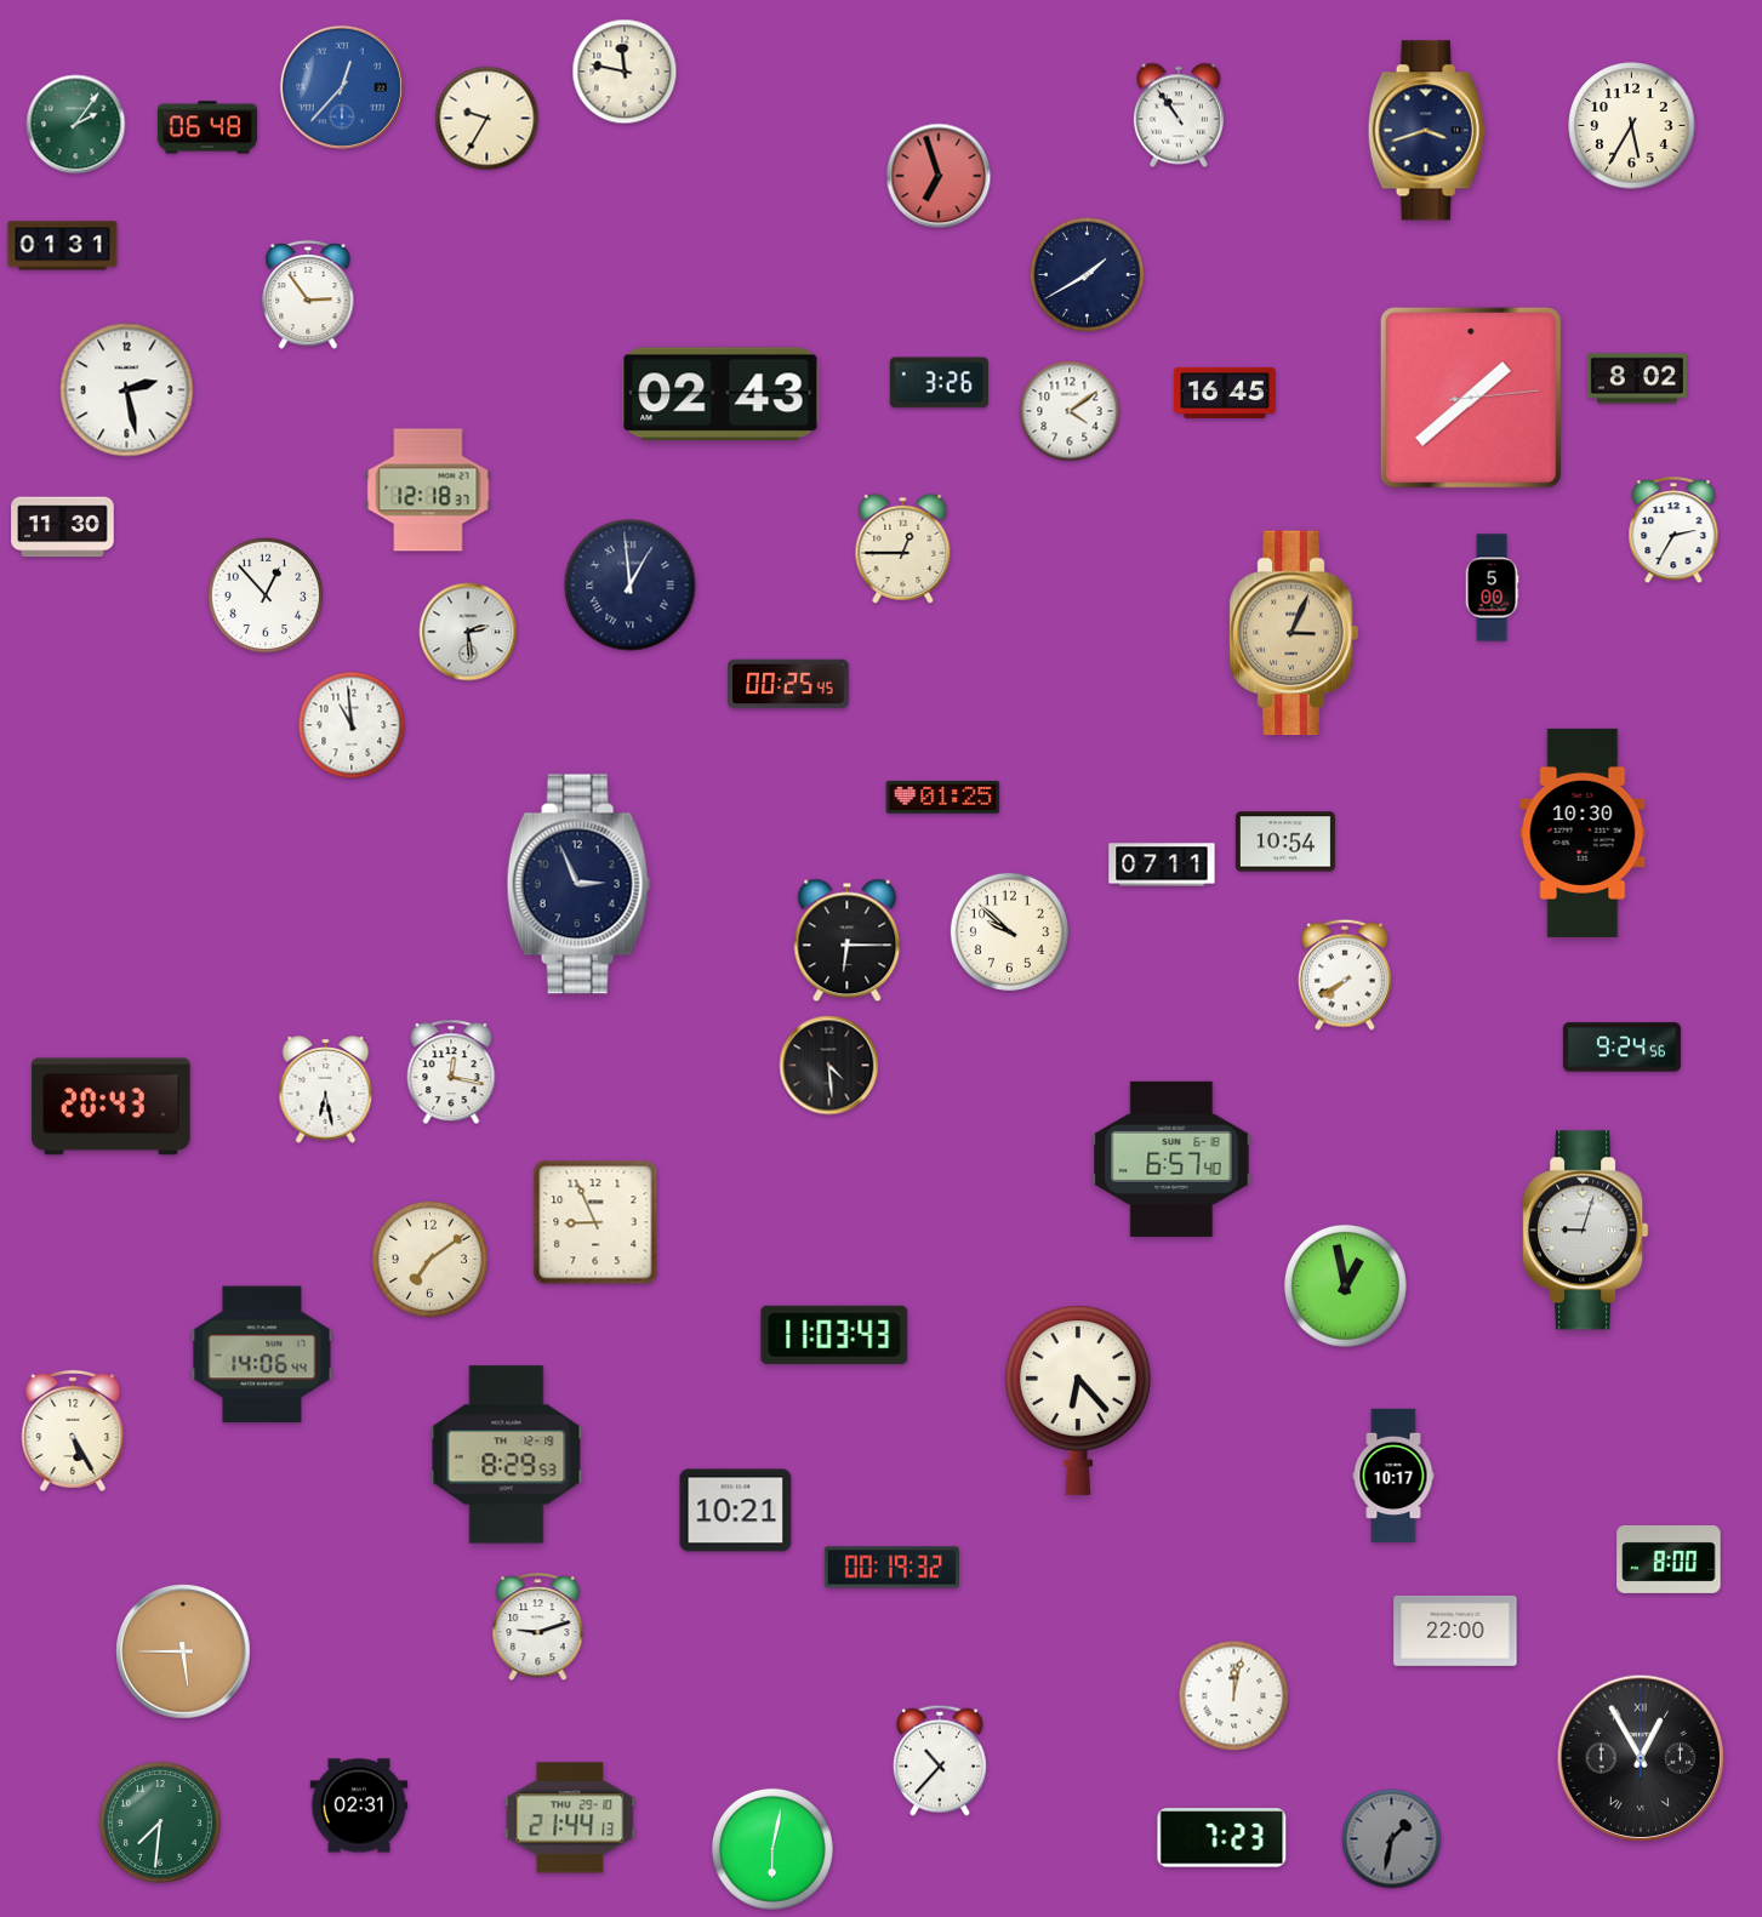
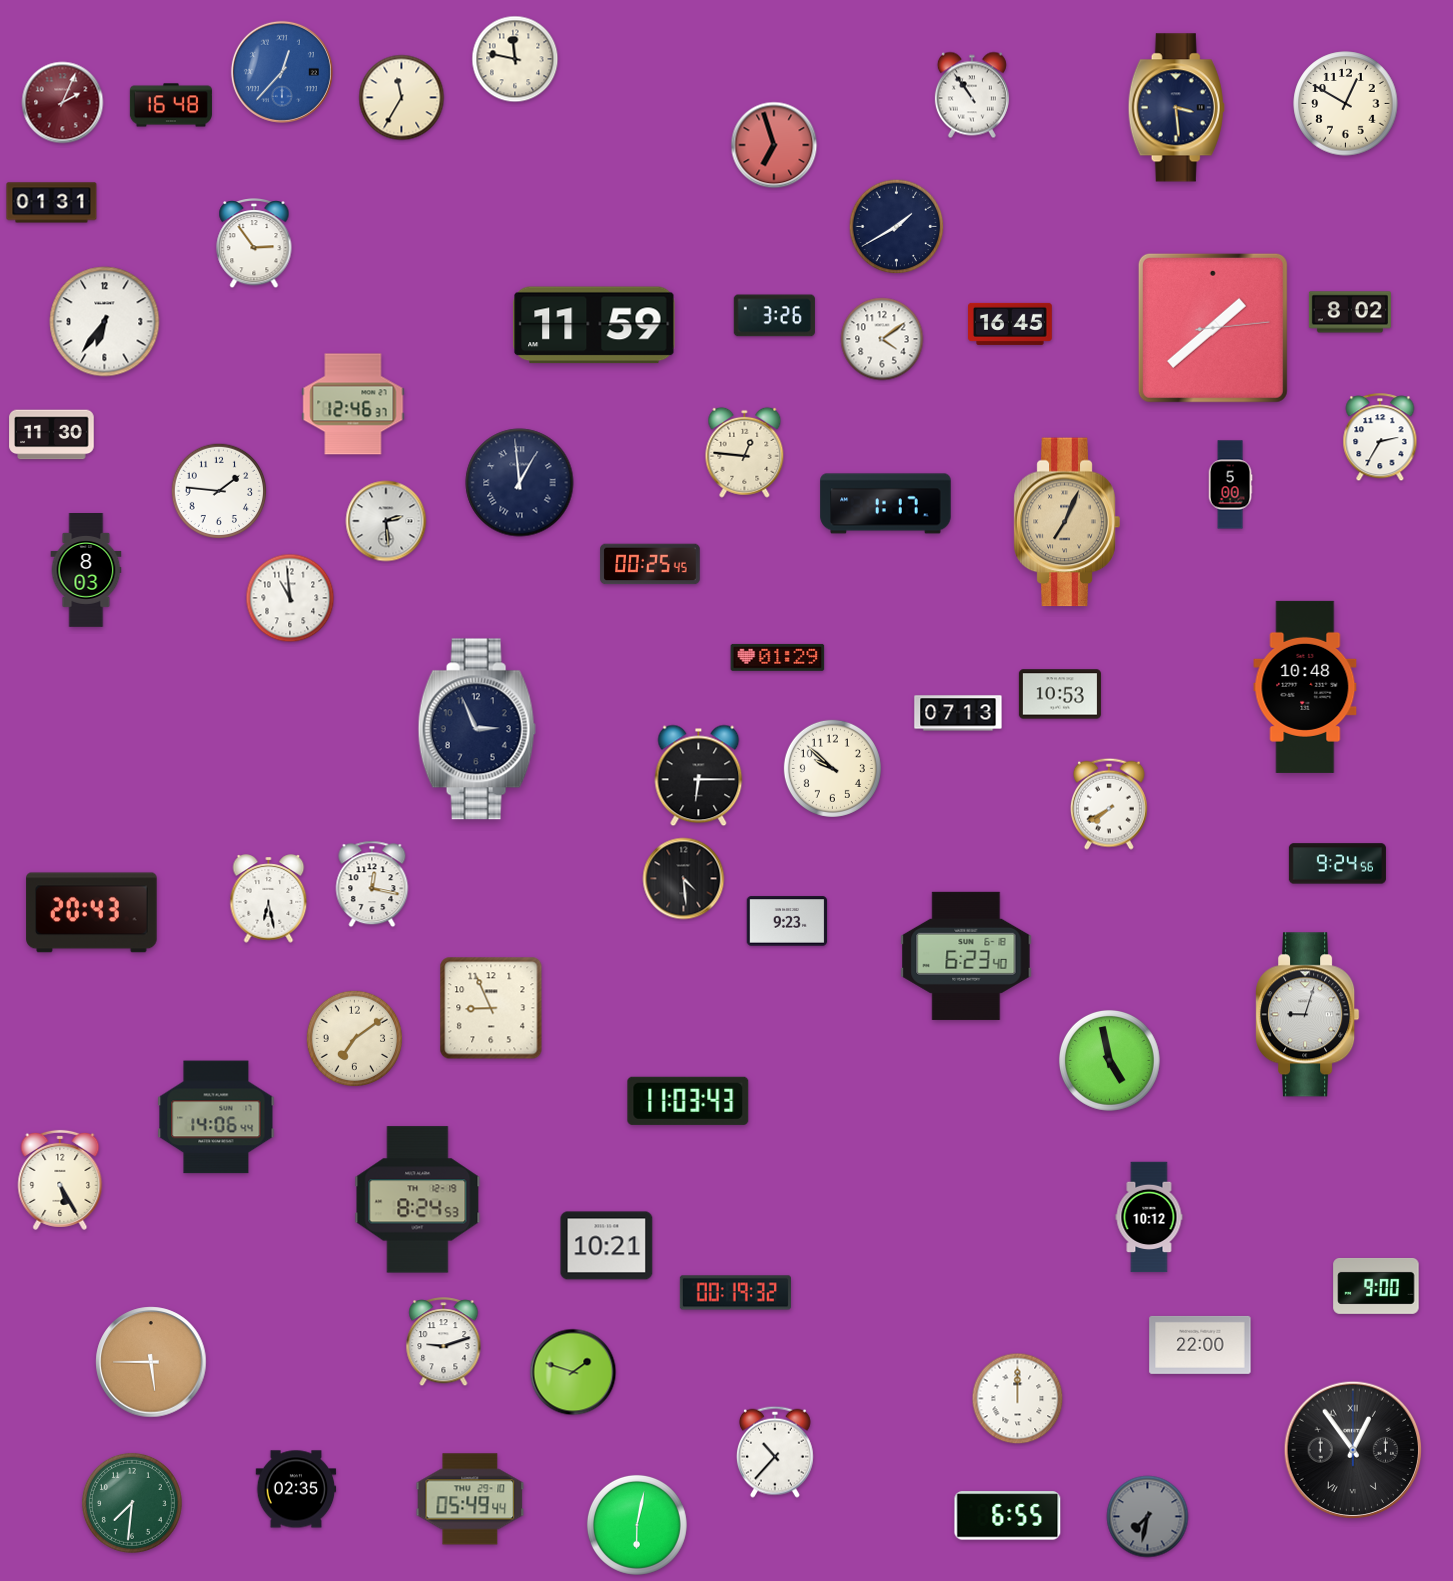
clock at (487, 119): 9:35 -> 11:35
clock at (76, 125): 2:06 -> 2:04
clock at (76, 125) dial: green -> burgundy
clock at (1632, 126): 5:35 -> 12:50
clock at (207, 127): 06:48 -> 16:48
clock at (1426, 131): 3:42 -> 3:29
clock at (127, 390): 2:28 -> 6:36
clock at (720, 394): 02:43 -> 11:59
clock at (428, 490): 12:18 -> 12:46
clock at (903, 548): 12:45 -> 12:46
clock at (266, 595): 12:53 -> 1:46
clock at (886, 504): none -> 1:17
clock at (1294, 633): 3:04 -> 7:04
clock at (86, 571): none -> 8:03
clock at (943, 797): 01:25 -> 01:29
clock at (1583, 833): 10:30 -> 10:48
clock at (1285, 841): 10:54 -> 10:53
clock at (1162, 865): 07:11 -> 07:13
clock at (787, 921): none -> 9:23
clock at (1171, 1159): 6:57 -> 6:23
clock at (1345, 1285): 12:58 -> 4:58
clock at (1078, 1400): 6:23 -> none
clock at (507, 1455): 8:29 -> 8:24
clock at (1393, 1476): 10:17 -> 10:12
clock at (1669, 1559): 8:00 -> 9:00
clock at (573, 1372): none -> 1:48
clock at (1234, 1696): 12:02 -> 12:00
clock at (1640, 1757): 12:55 -> 12:54
clock at (359, 1805): 02:31 -> 02:35
clock at (570, 1818): 21:44 -> 05:49
clock at (1222, 1838): 7:23 -> 6:55
clock at (1392, 1839): 1:32 -> 7:32
